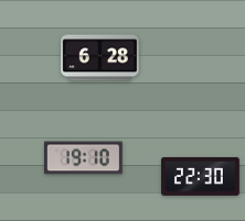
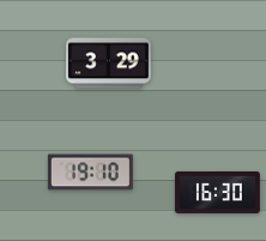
clock at (100, 58): 6:28 -> 3:29
clock at (201, 176): 22:30 -> 16:30
